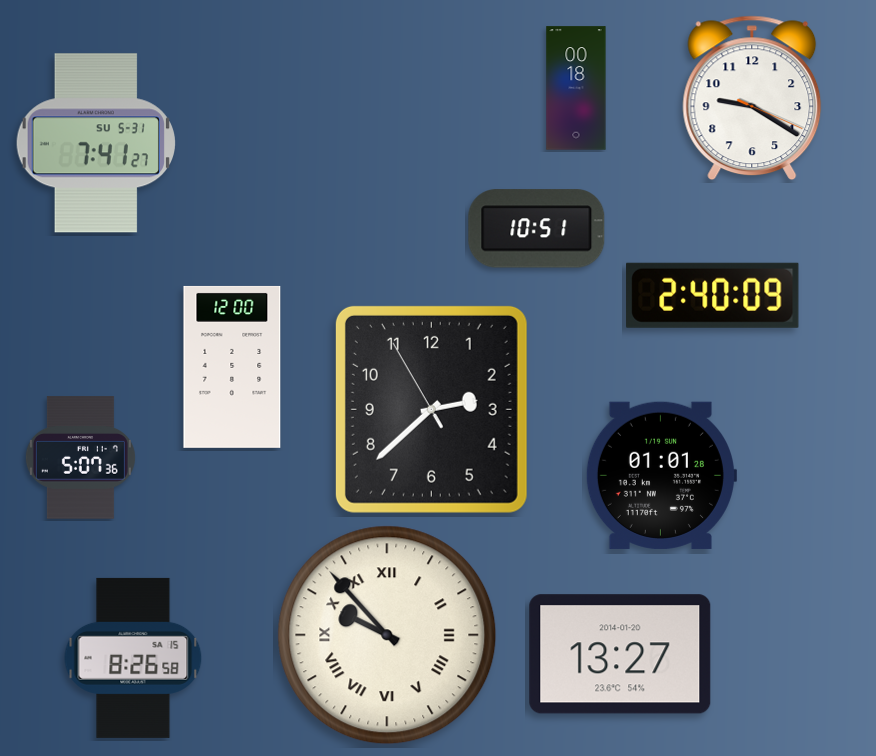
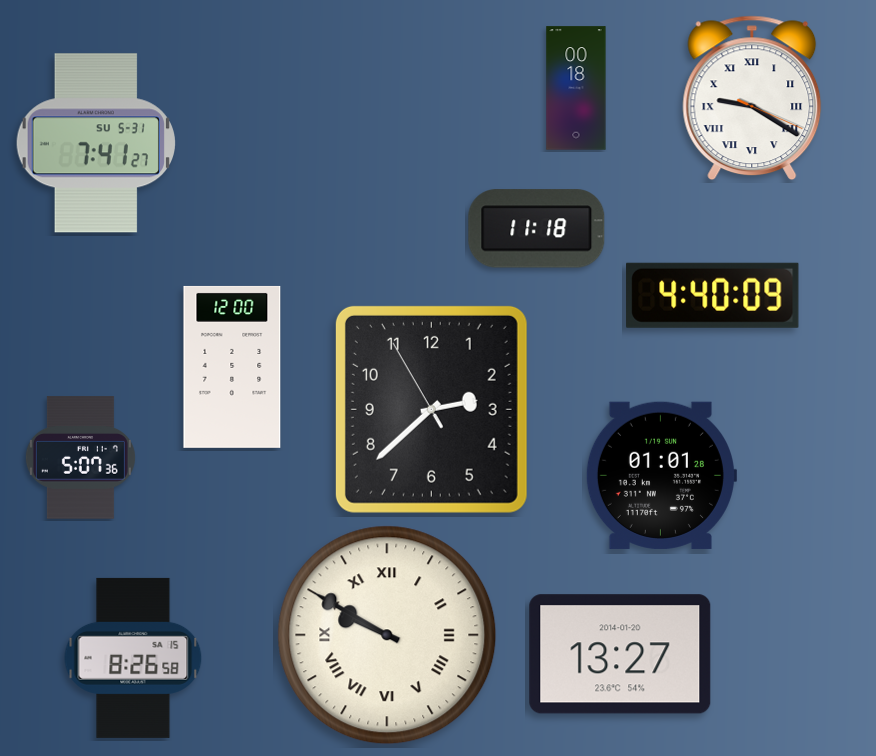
clock at (752, 98) numerals: Arabic -> Roman
clock at (537, 229): 10:51 -> 11:18
clock at (713, 295): 2:40 -> 4:40
clock at (387, 635): 9:53 -> 9:50
